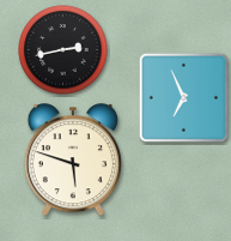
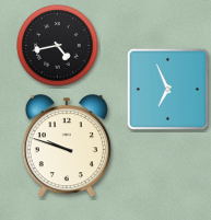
clock at (63, 50): 2:43 -> 4:43
clock at (73, 161): 5:48 -> 9:48
